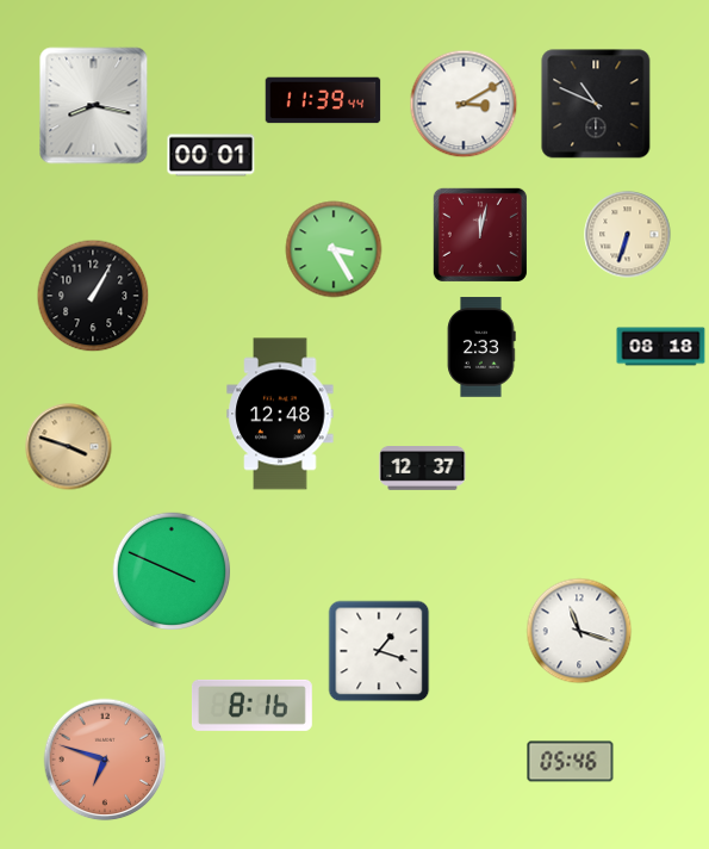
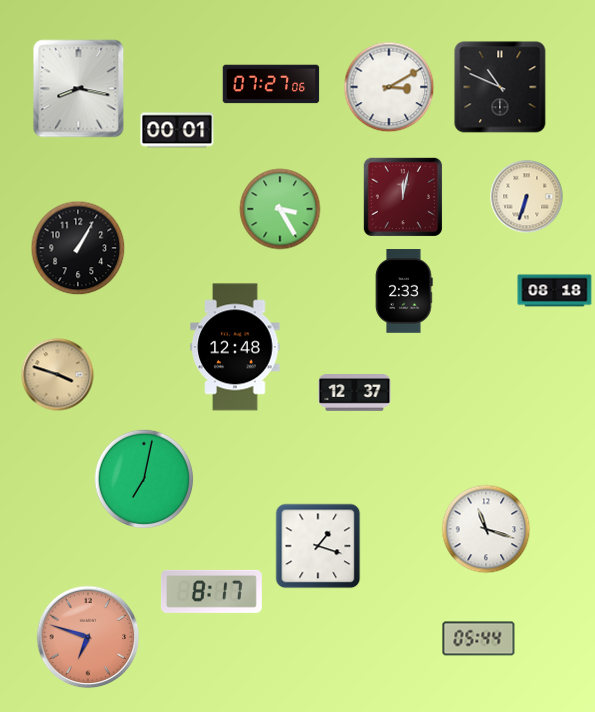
clock at (323, 100): 11:39 -> 07:27
clock at (172, 571): 3:49 -> 7:02
clock at (251, 705): 8:16 -> 8:17
clock at (571, 762): 05:46 -> 05:44
